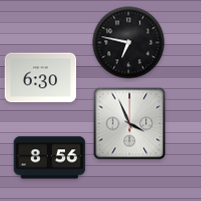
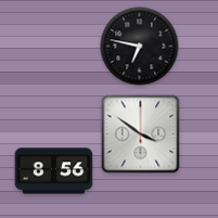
clock at (41, 78): 6:30 -> none
clock at (130, 124): 3:56 -> 3:51
